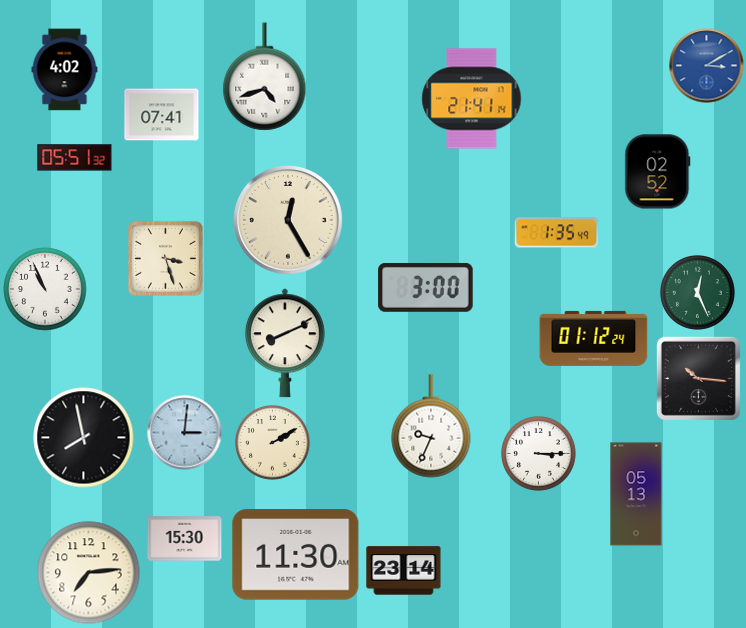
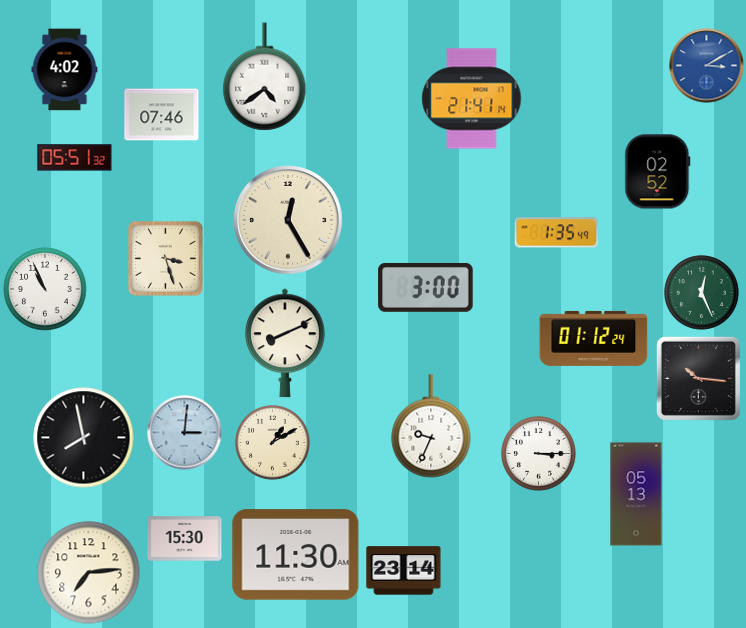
clock at (265, 77): 4:42 -> 4:39
clock at (162, 115): 07:41 -> 07:46
clock at (698, 293) position: (698, 293) -> (702, 293)
clock at (273, 443): 2:10 -> 1:10
